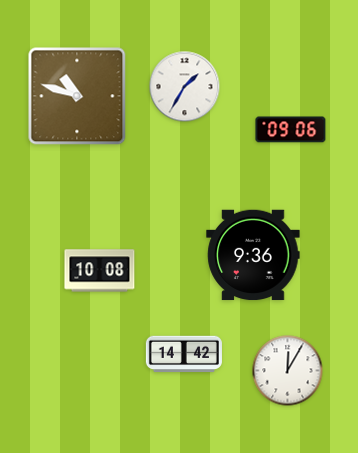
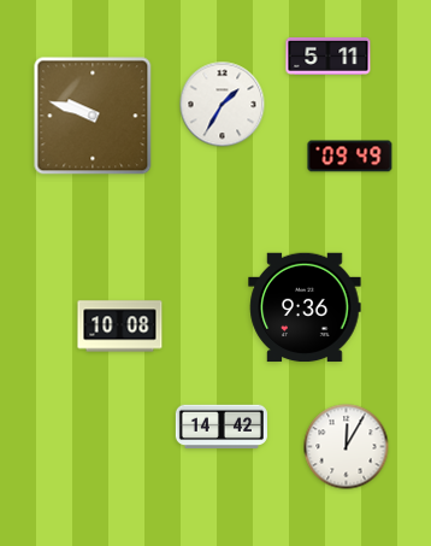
clock at (329, 57): none -> 5:11
clock at (77, 96): 10:48 -> 9:48
clock at (291, 130): 09:06 -> 09:49
